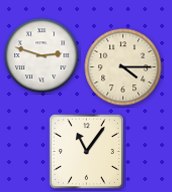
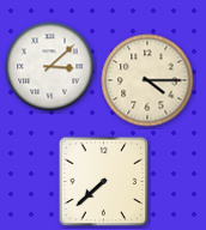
clock at (42, 56): 2:48 -> 3:08
clock at (87, 152): 11:06 -> 7:38
